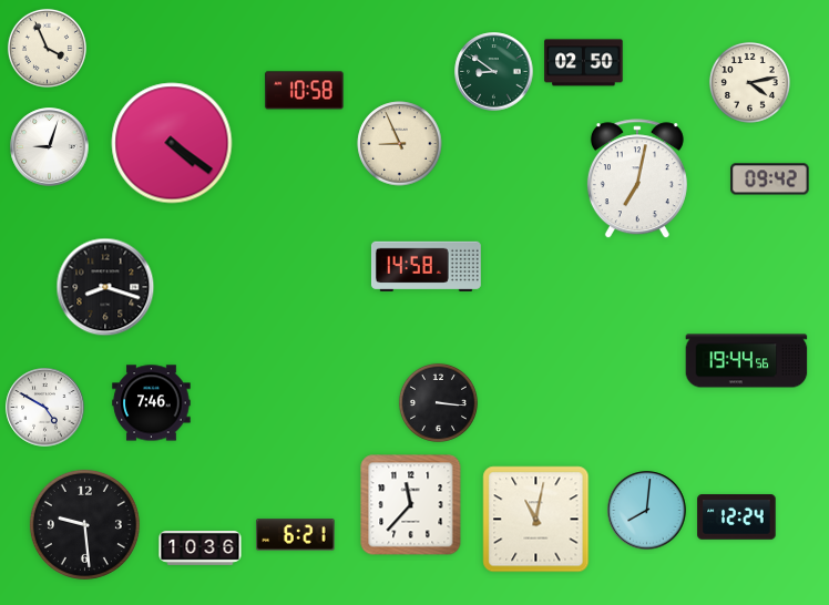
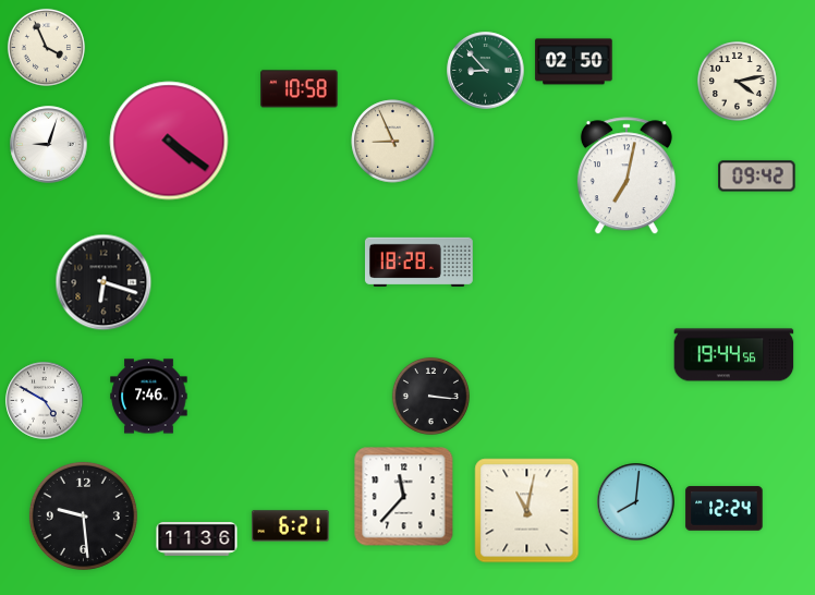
clock at (494, 72): 8:51 -> 8:53
clock at (426, 266): 14:58 -> 18:28
clock at (105, 287): 8:18 -> 6:18
clock at (201, 548): 10:36 -> 11:36
